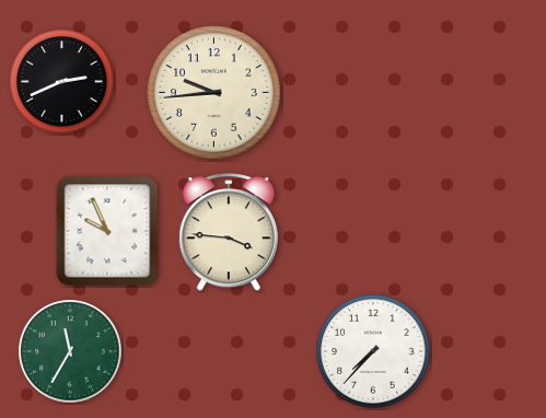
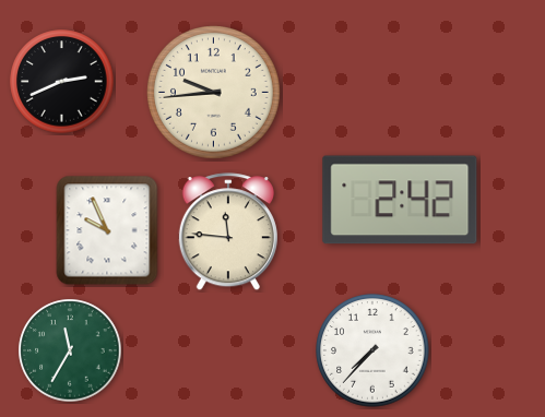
clock at (400, 200): none -> 2:42
clock at (229, 233): 3:46 -> 11:46
